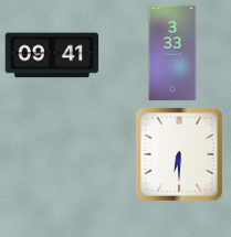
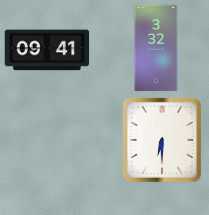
clock at (172, 53): 3:33 -> 3:32
